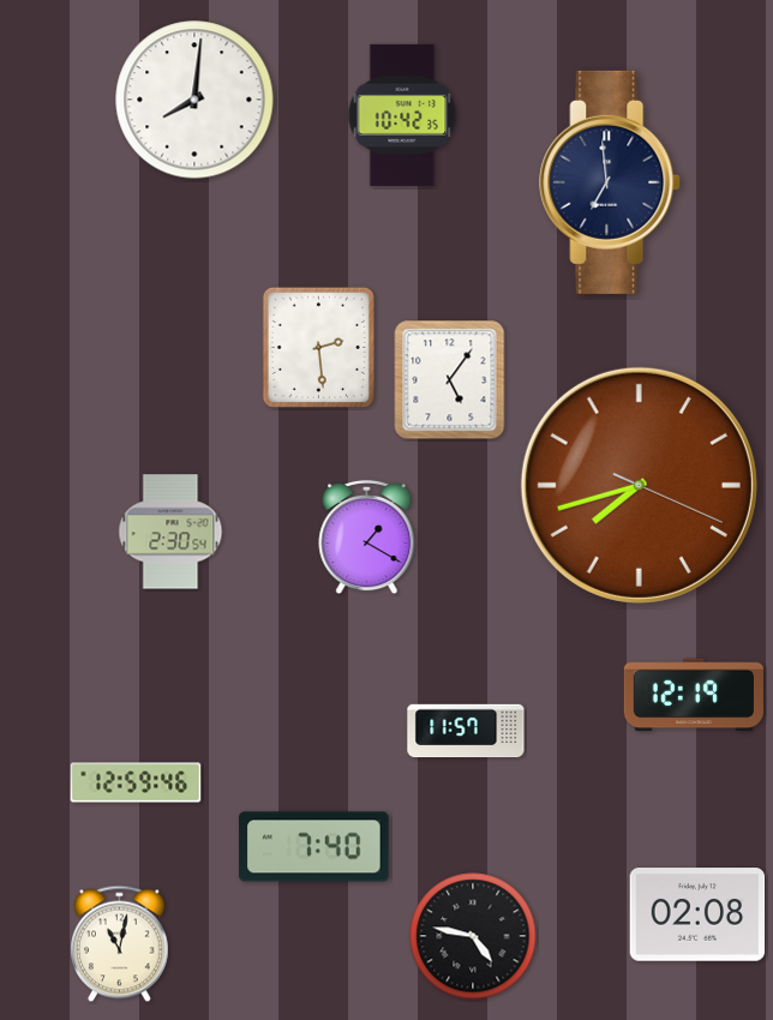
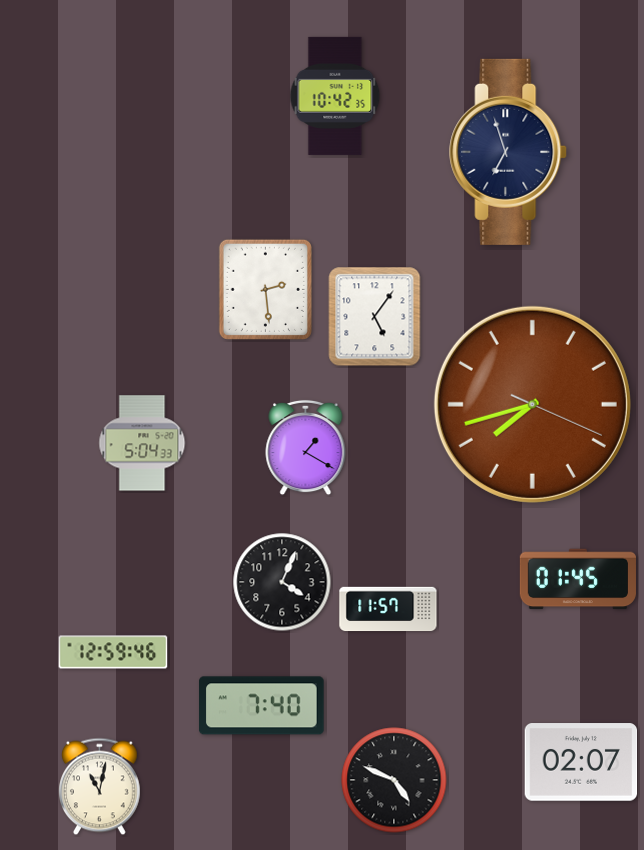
clock at (194, 100): 8:01 -> none
clock at (611, 182): 6:59 -> 6:57
clock at (170, 532): 2:30 -> 5:04
clock at (694, 695): 12:19 -> 01:45
clock at (282, 582): none -> 4:04
clock at (697, 914): 02:08 -> 02:07
clock at (473, 936): 4:47 -> 4:49
